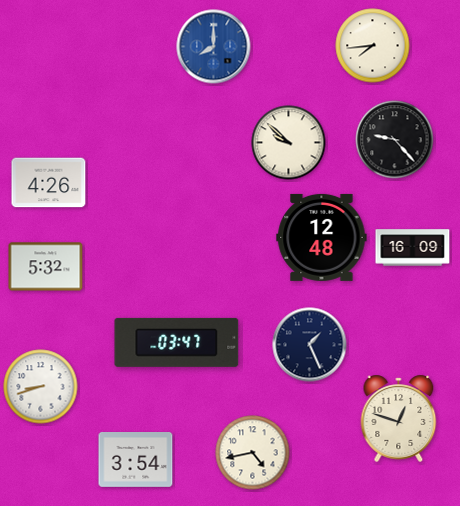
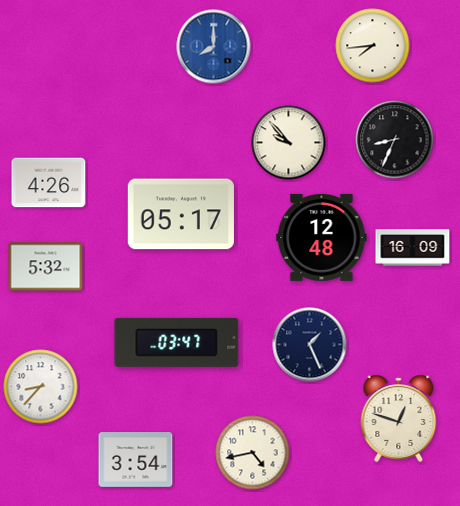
clock at (395, 140): 9:23 -> 8:34
clock at (289, 143): 9:52 -> 9:53
clock at (181, 214): none -> 05:17
clock at (41, 387): 8:42 -> 8:37
